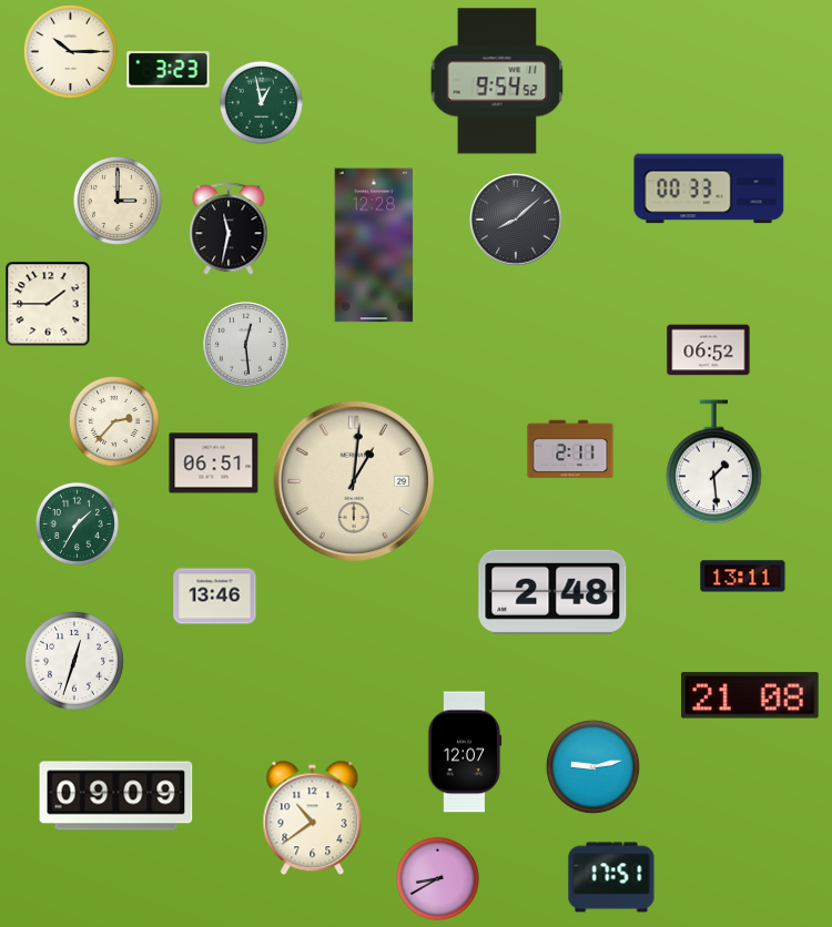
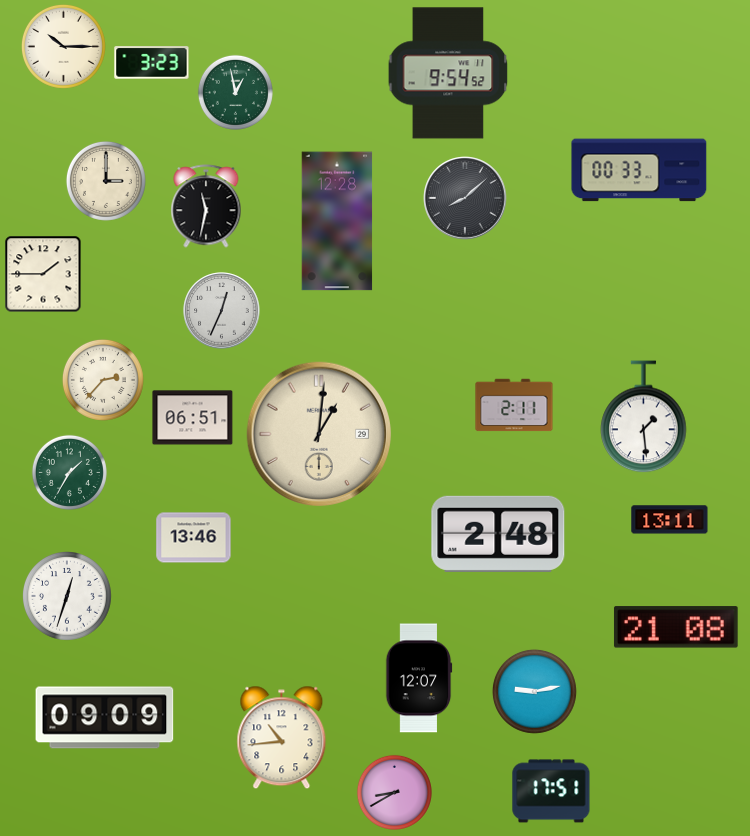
clock at (246, 345): 12:29 -> 12:34
clock at (709, 350): 06:52 -> none
clock at (313, 818): 10:39 -> 10:44
